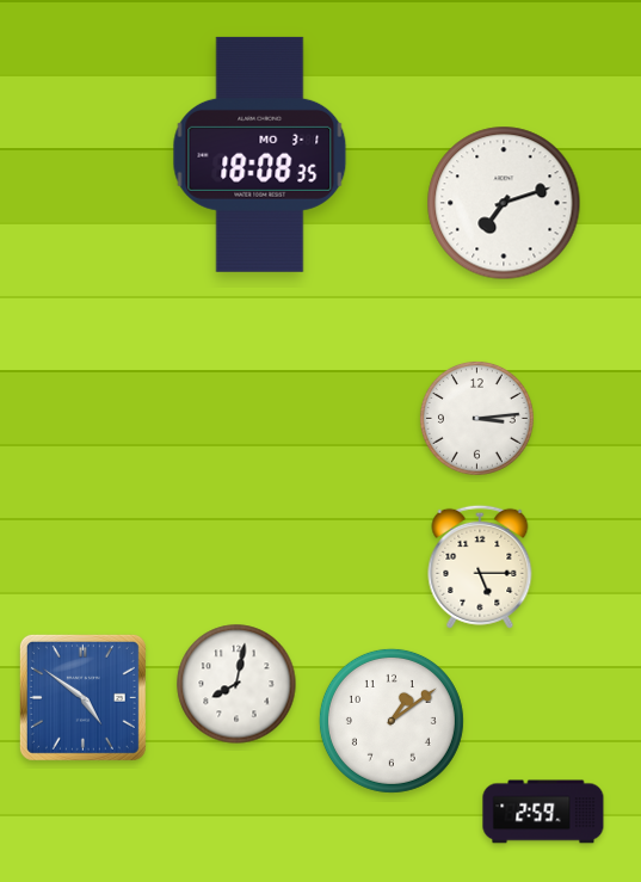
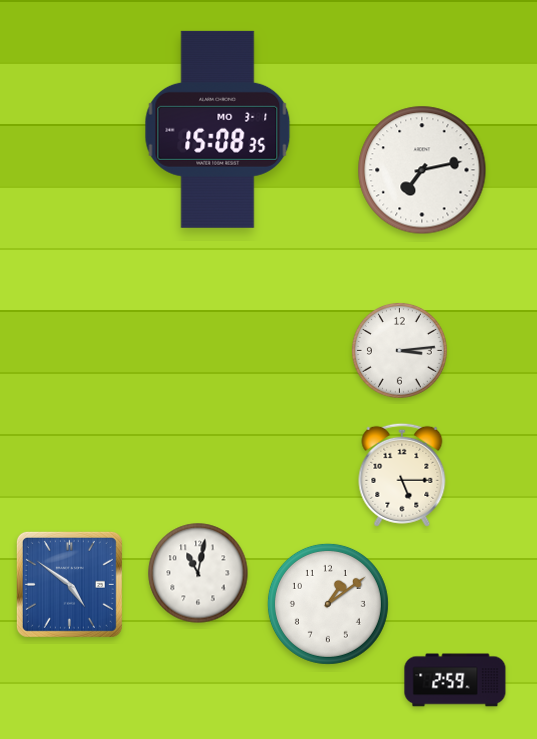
clock at (260, 154): 18:08 -> 15:08
clock at (504, 203): 7:12 -> 7:13
clock at (236, 684): 8:02 -> 11:02
